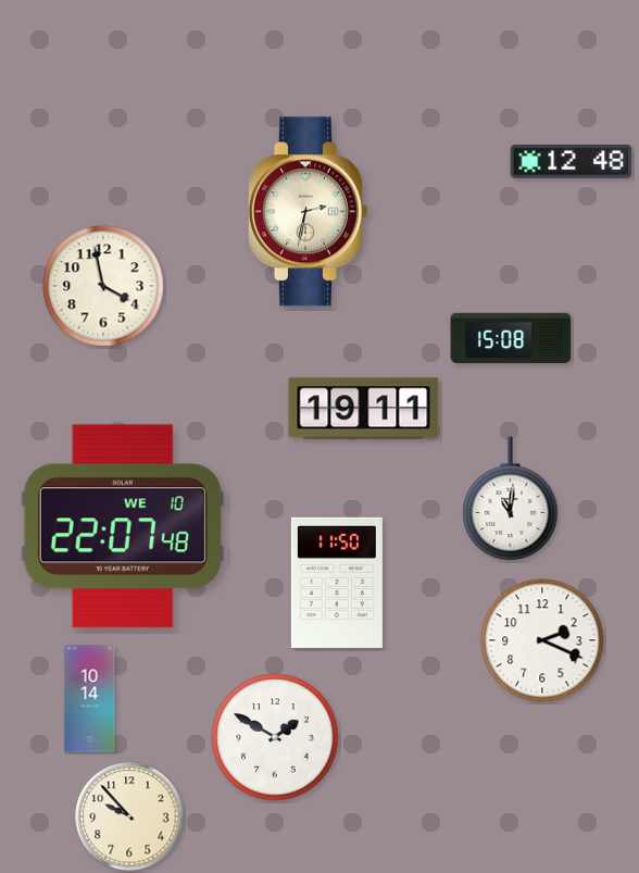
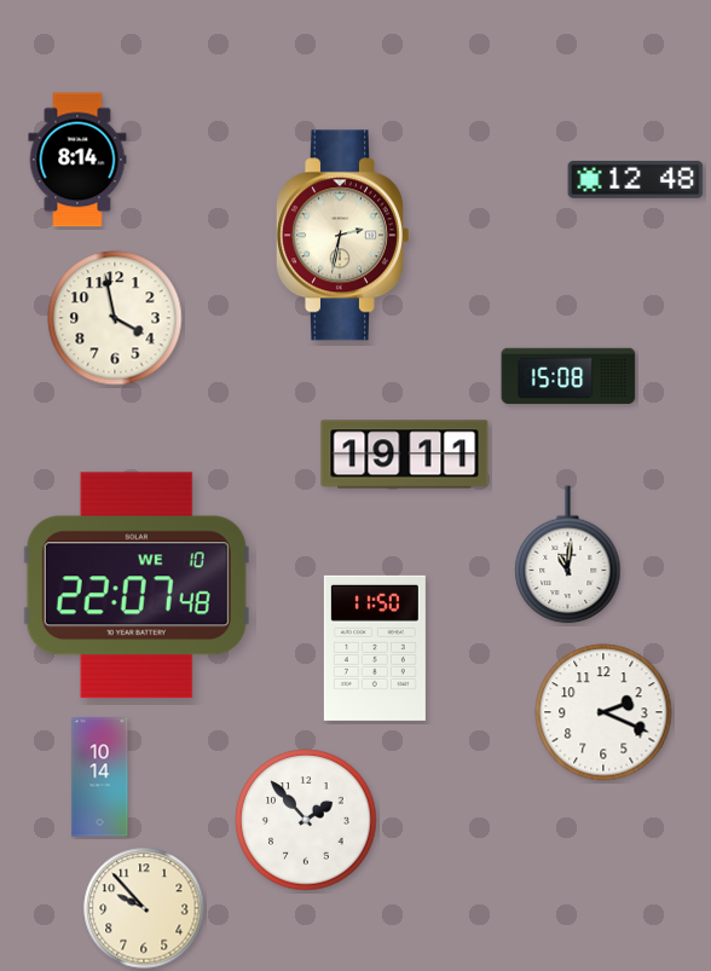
clock at (77, 160): none -> 8:14
clock at (275, 737): 1:50 -> 1:53
